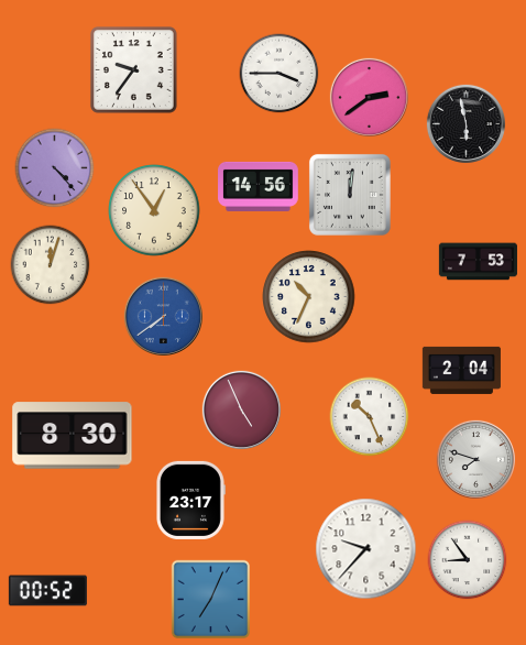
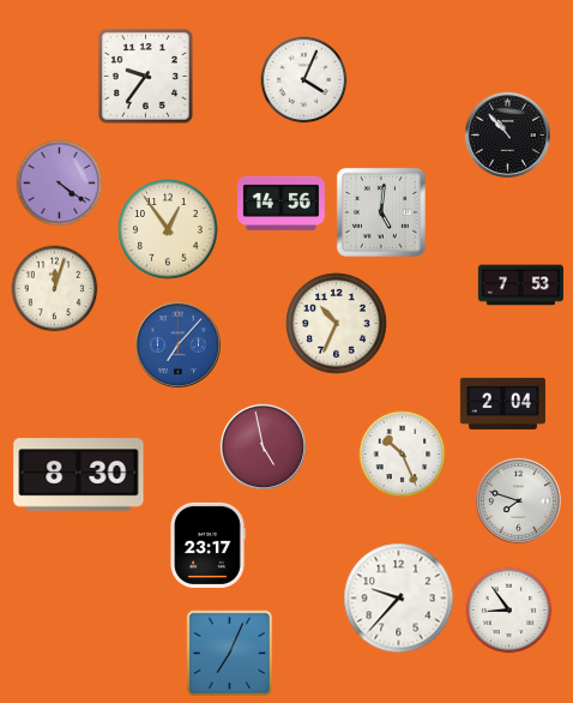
clock at (280, 74): 3:45 -> 4:04
clock at (369, 97): 2:39 -> none
clock at (465, 123): 5:58 -> 10:53
clock at (55, 168): 4:23 -> 4:21
clock at (350, 195): 12:01 -> 5:01
clock at (163, 316): 7:39 -> 7:07
clock at (241, 409): 4:56 -> 4:58
clock at (47, 591): 00:52 -> none
